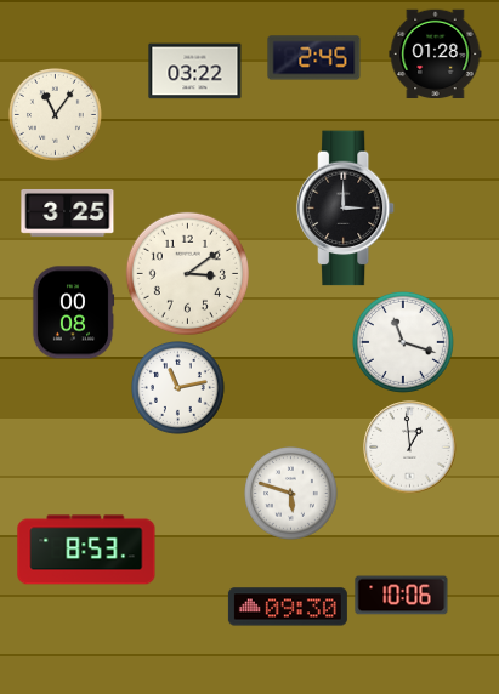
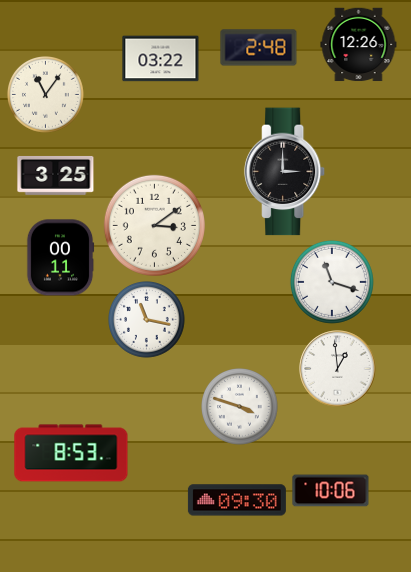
clock at (436, 55): 01:28 -> 12:26
clock at (314, 58): 2:45 -> 2:48
clock at (73, 313): 00:08 -> 00:11
clock at (178, 388): 11:13 -> 11:17
clock at (291, 494): 5:48 -> 3:48
